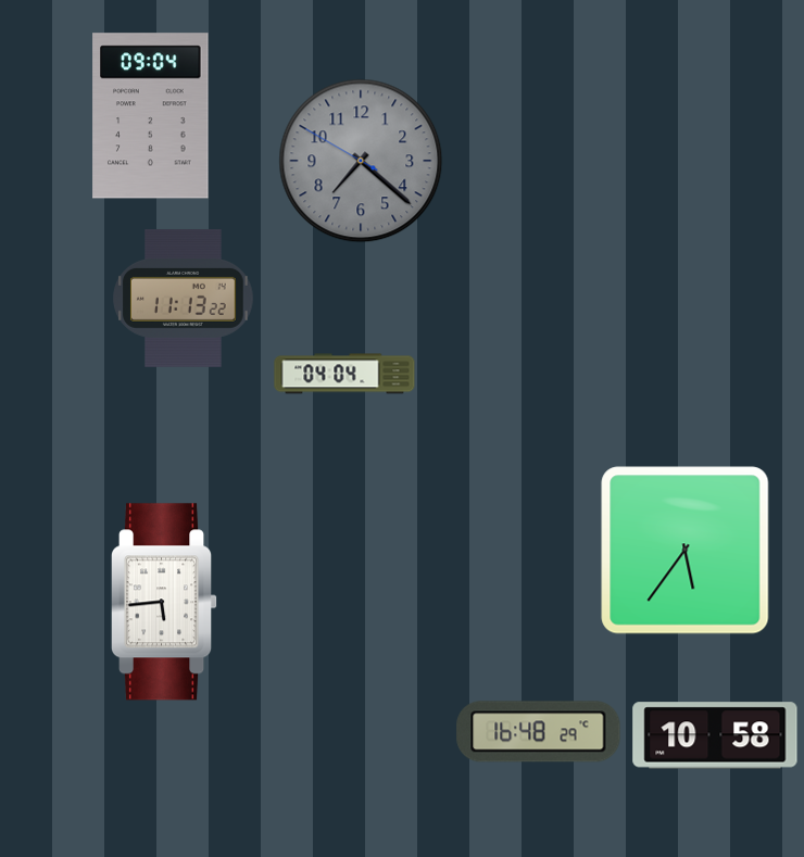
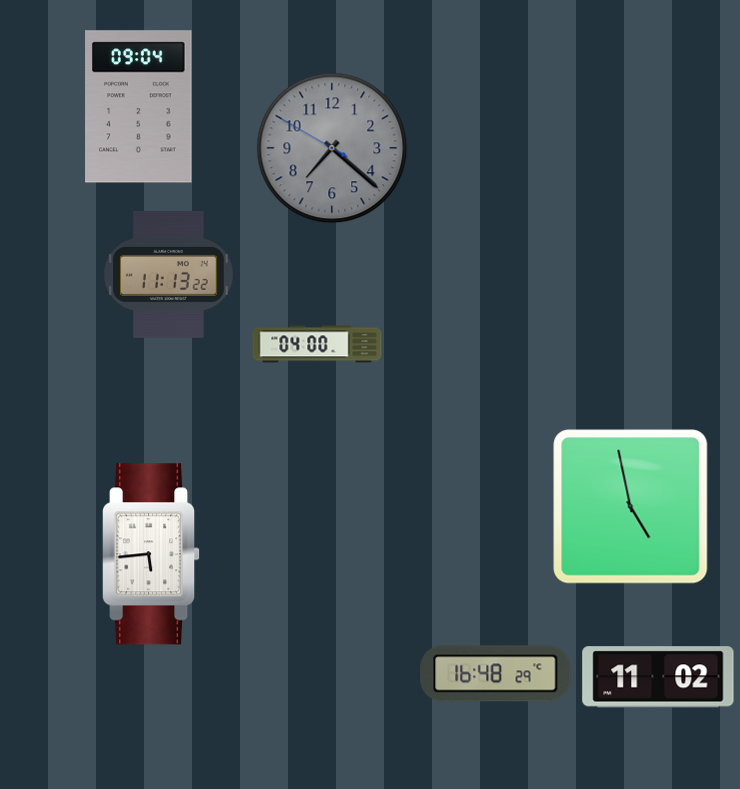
clock at (344, 374): 04:04 -> 04:00
clock at (686, 551): 5:36 -> 4:58
clock at (715, 735): 10:58 -> 11:02
